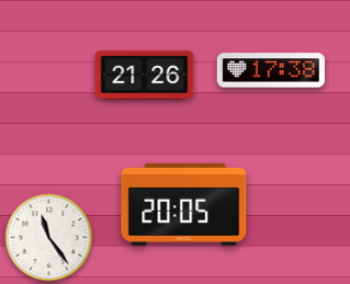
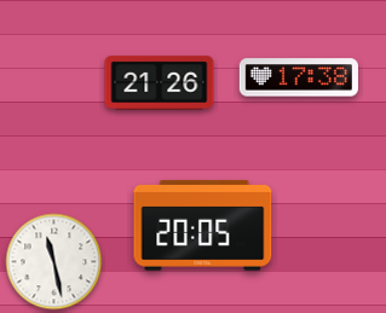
clock at (49, 238): 11:24 -> 11:28
